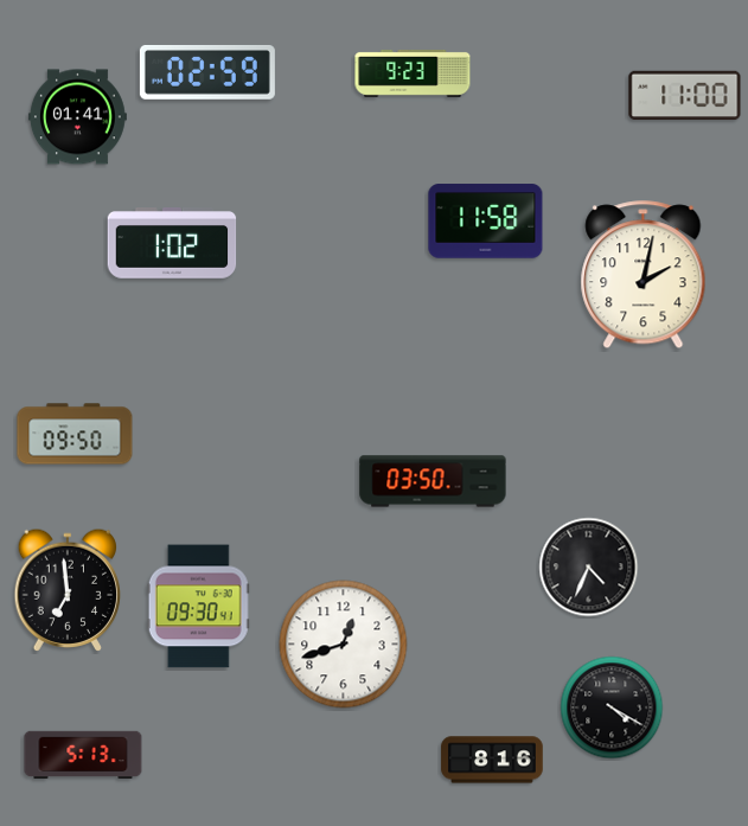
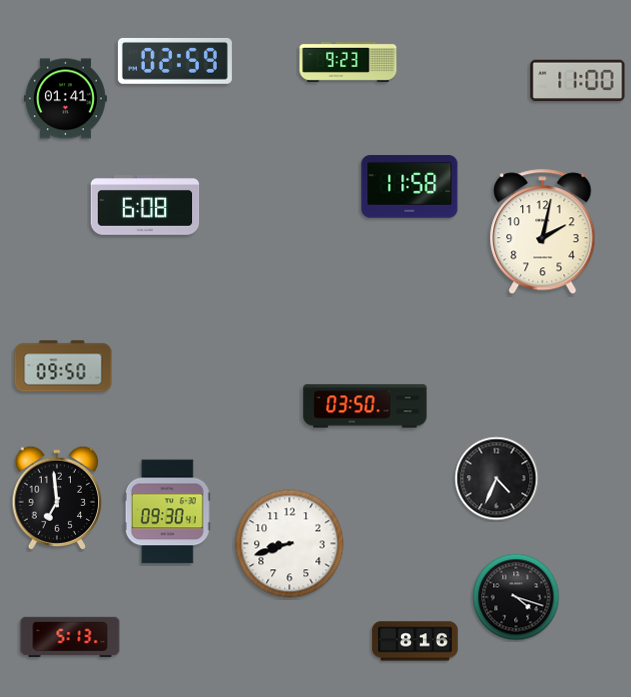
clock at (172, 243): 1:02 -> 6:08
clock at (344, 645): 12:42 -> 8:42
clock at (612, 707): 4:20 -> 4:18
